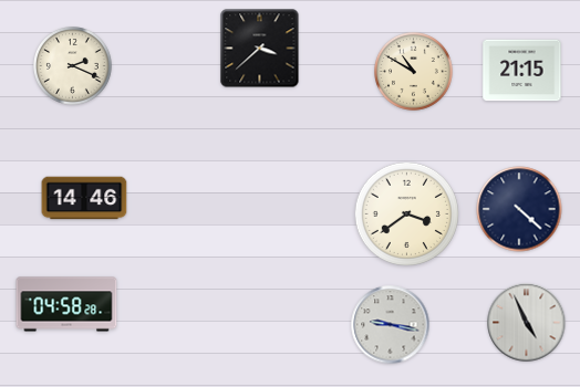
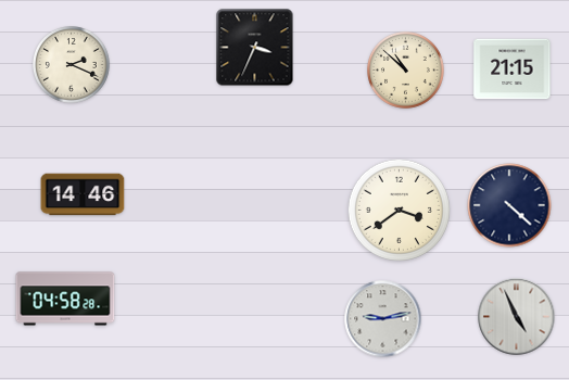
clock at (260, 49): 3:38 -> 3:34
clock at (414, 72): 10:50 -> 10:52
clock at (391, 325): 9:17 -> 9:13
